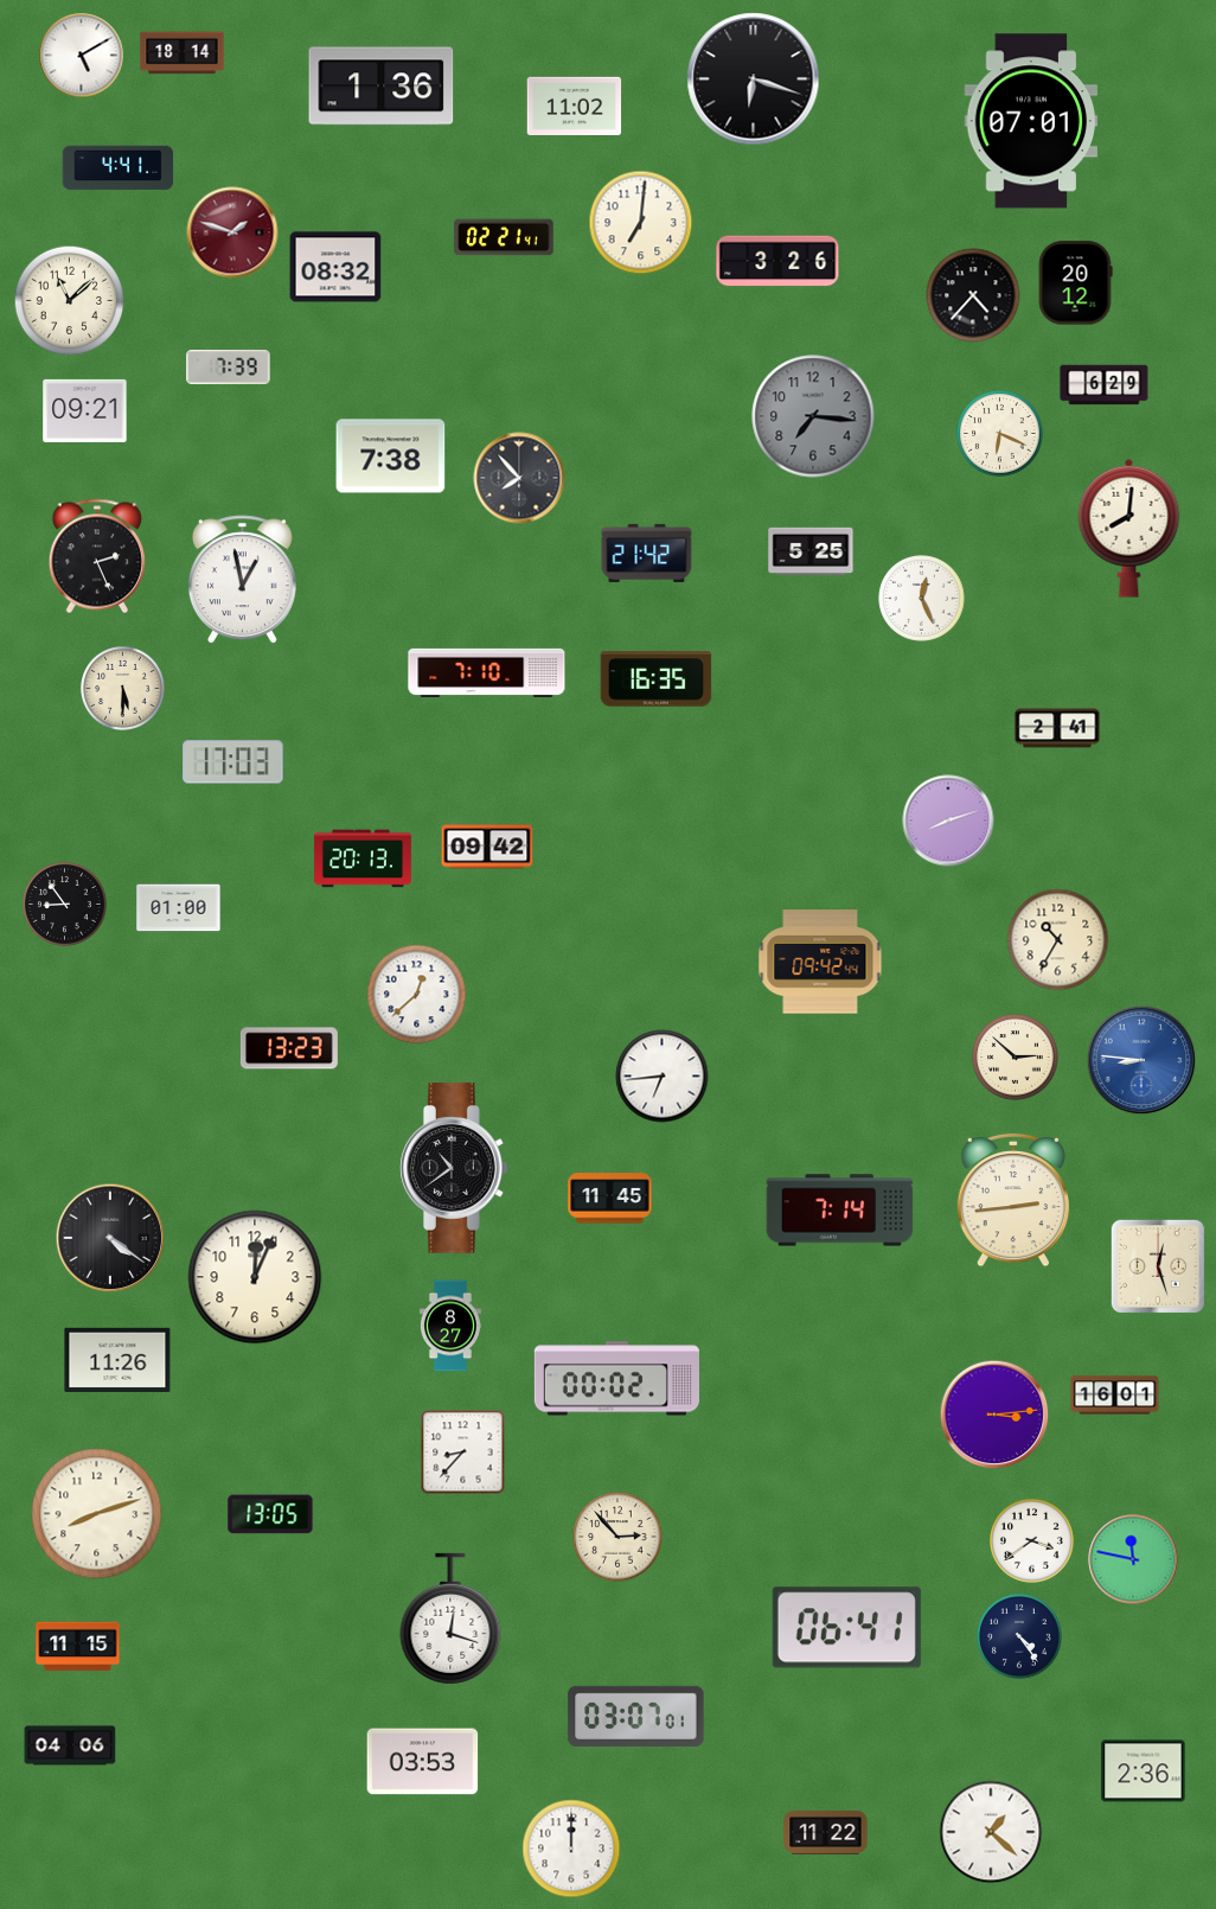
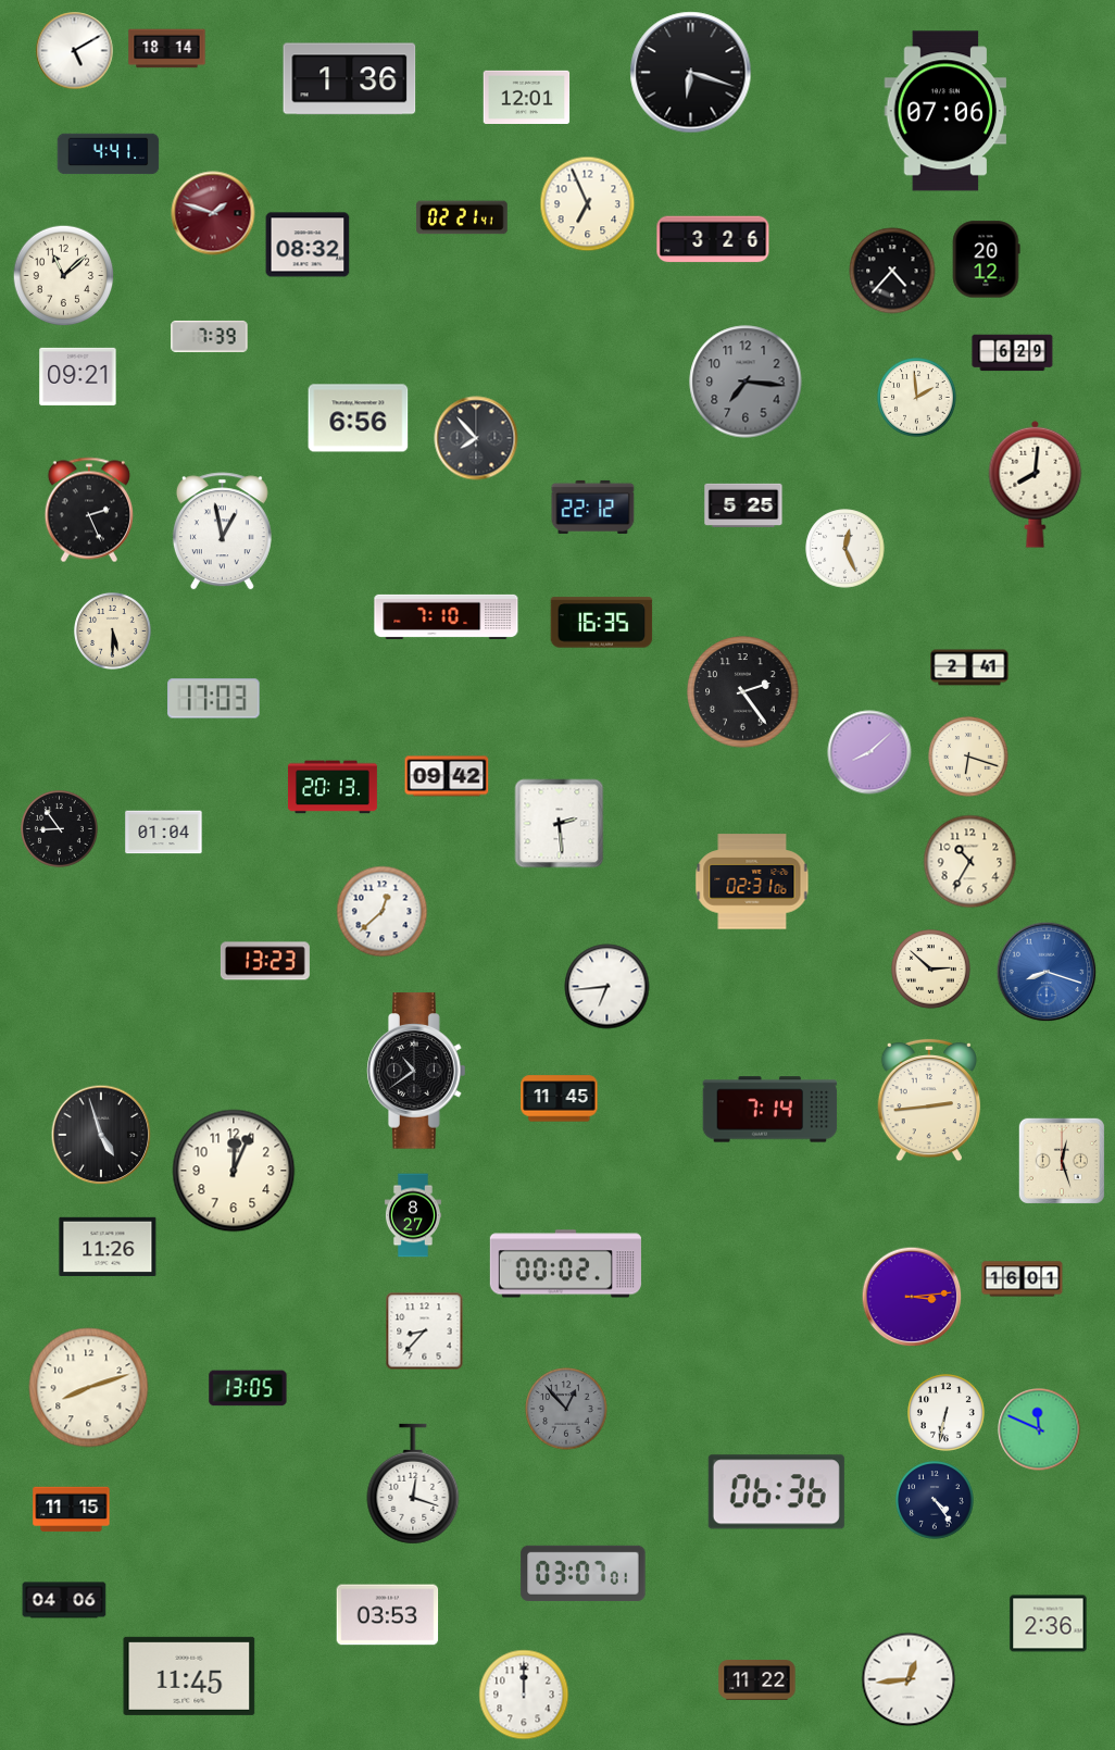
clock at (575, 106): 11:02 -> 12:01
clock at (1031, 121): 07:01 -> 07:06
clock at (641, 223): 7:01 -> 6:56
clock at (1000, 434): 6:19 -> 1:59
clock at (391, 456): 7:38 -> 6:56
clock at (647, 553): 21:42 -> 22:12
clock at (743, 692): none -> 2:24
clock at (948, 821): 8:12 -> 8:08
clock at (968, 757): none -> 6:18
clock at (560, 824): none -> 2:29
clock at (179, 908): 01:00 -> 01:04
clock at (820, 962): 09:42 -> 02:31
clock at (1141, 1060): 8:46 -> 8:18
clock at (110, 1238): 4:21 -> 4:57
clock at (617, 1537): 2:53 -> 12:53
clock at (617, 1537) dial: cream -> grey
clock at (1032, 1541): 3:39 -> 6:32
clock at (1133, 1559): 11:47 -> 11:49
clock at (846, 1628): 06:41 -> 06:36
clock at (189, 1676): none -> 11:45
clock at (991, 1832): 1:22 -> 12:44
